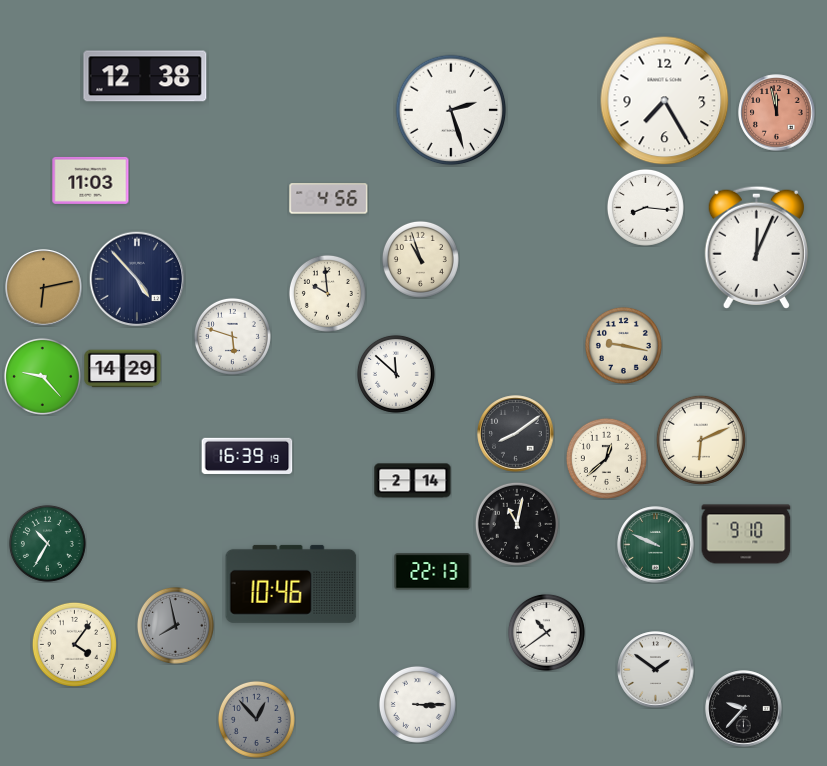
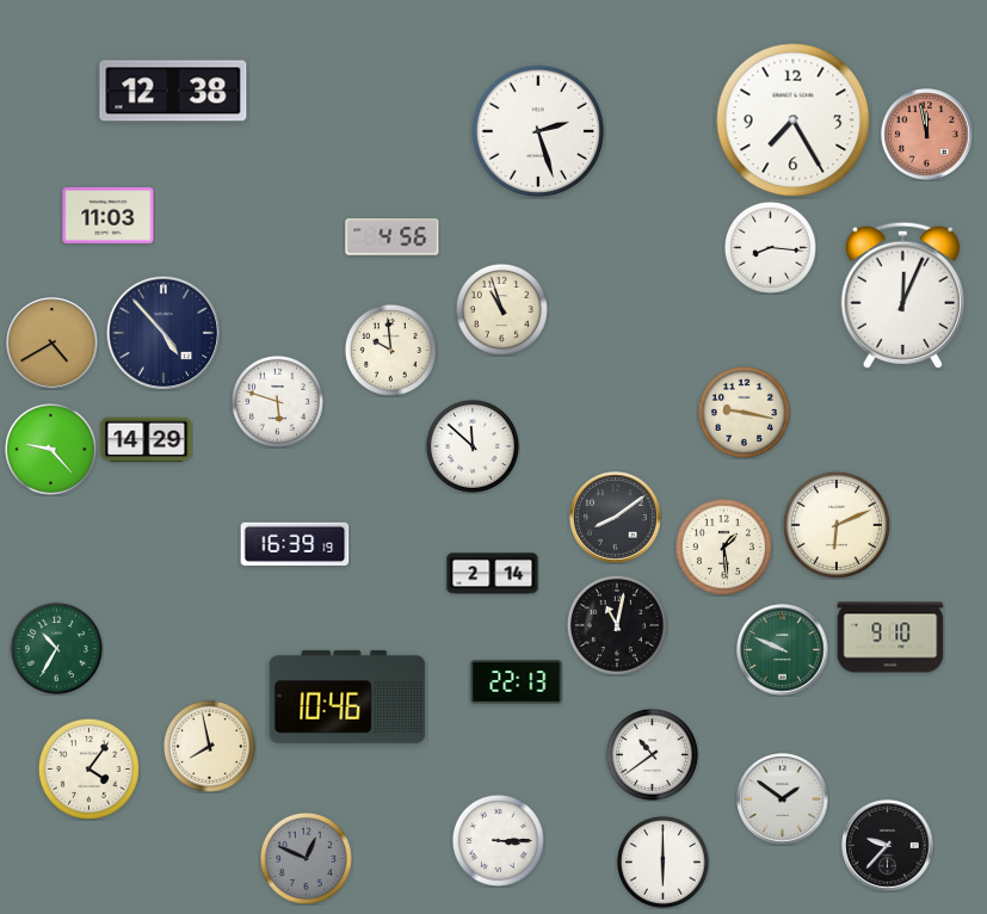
clock at (44, 288): 6:13 -> 4:40
clock at (606, 458): 12:38 -> 1:29
clock at (175, 625) dial: grey -> cream
clock at (256, 719): 12:53 -> 12:49
clock at (662, 861): none -> 6:00
